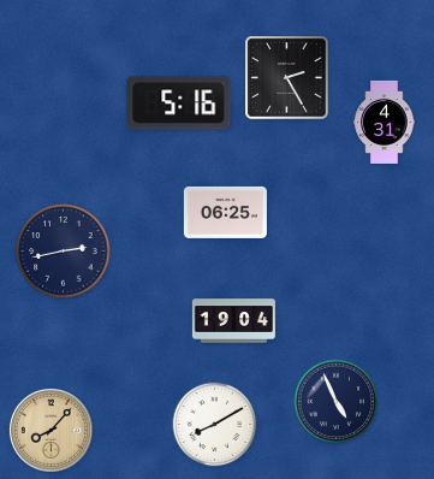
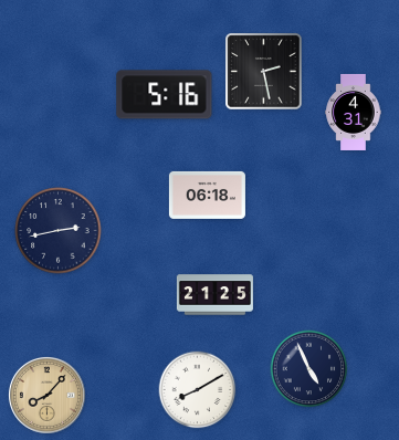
clock at (287, 78): 2:25 -> 2:28
clock at (225, 212): 06:25 -> 06:18
clock at (233, 321): 19:04 -> 21:25
